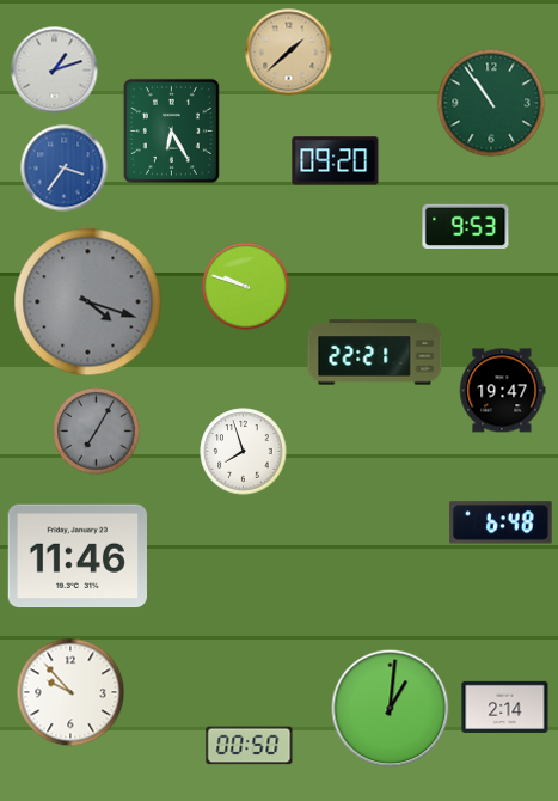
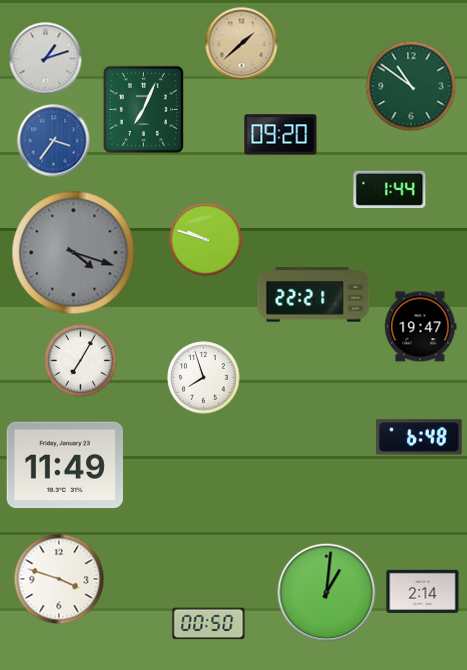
clock at (491, 103): 10:54 -> 10:51
clock at (171, 130): 6:25 -> 7:04
clock at (466, 227): 9:53 -> 1:44
clock at (97, 432) dial: grey -> white
clock at (76, 556): 11:46 -> 11:49
clock at (70, 692): 9:53 -> 3:48
